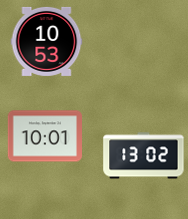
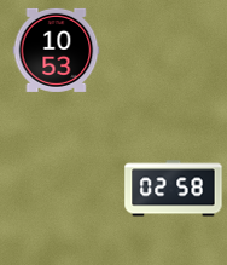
clock at (45, 136): 10:01 -> none
clock at (144, 156): 13:02 -> 02:58
